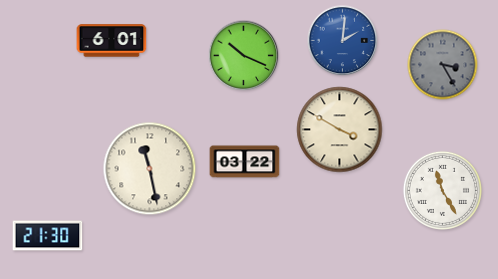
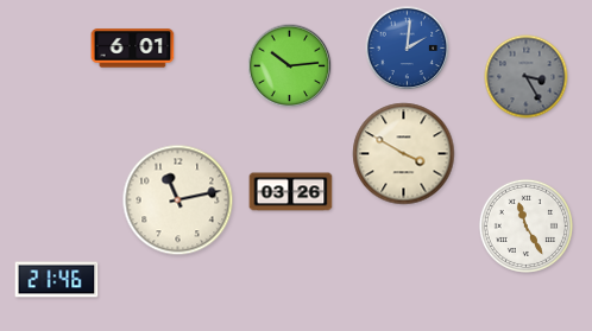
clock at (244, 56): 10:19 -> 10:14
clock at (245, 162): 03:22 -> 03:26
clock at (150, 169): 11:28 -> 11:13
clock at (48, 236): 21:30 -> 21:46
